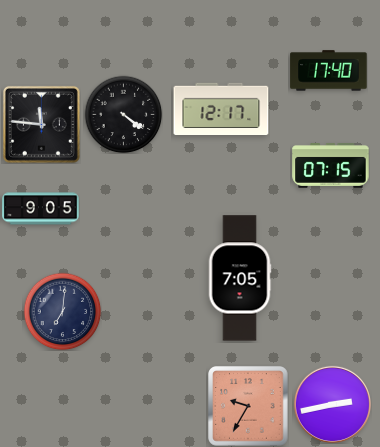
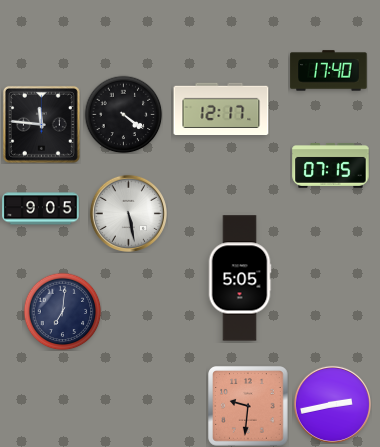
clock at (128, 213): none -> 5:28
clock at (240, 278): 7:05 -> 5:05
clock at (248, 406): 9:35 -> 9:31
